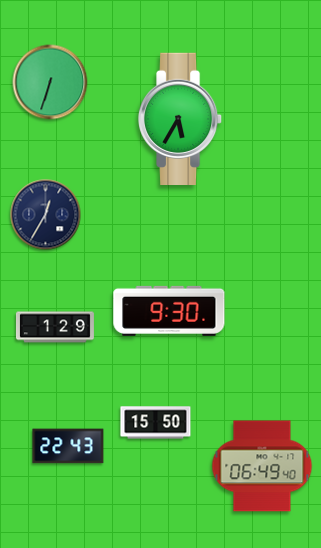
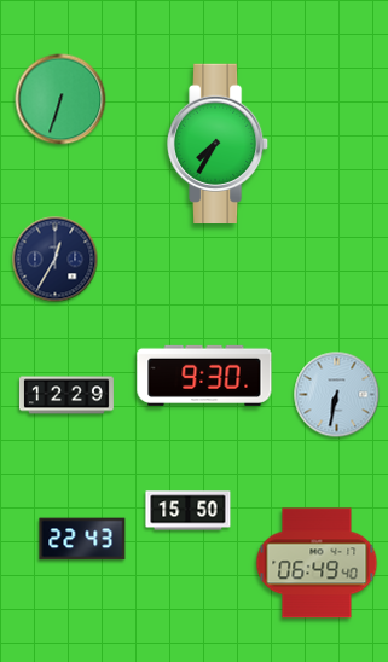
clock at (181, 118): 5:35 -> 7:35
clock at (55, 327): 1:29 -> 12:29
clock at (337, 395): none -> 6:32
